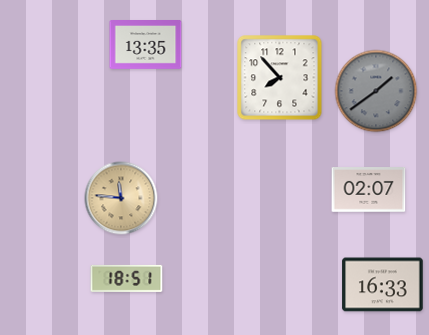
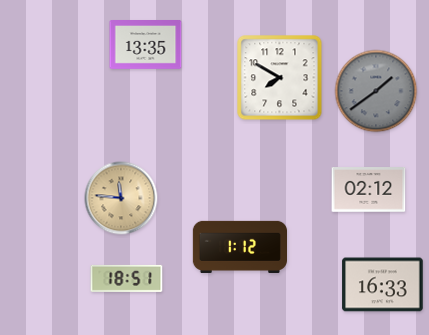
clock at (280, 78): 7:53 -> 7:50
clock at (369, 190): 02:07 -> 02:12
clock at (239, 247): none -> 1:12
